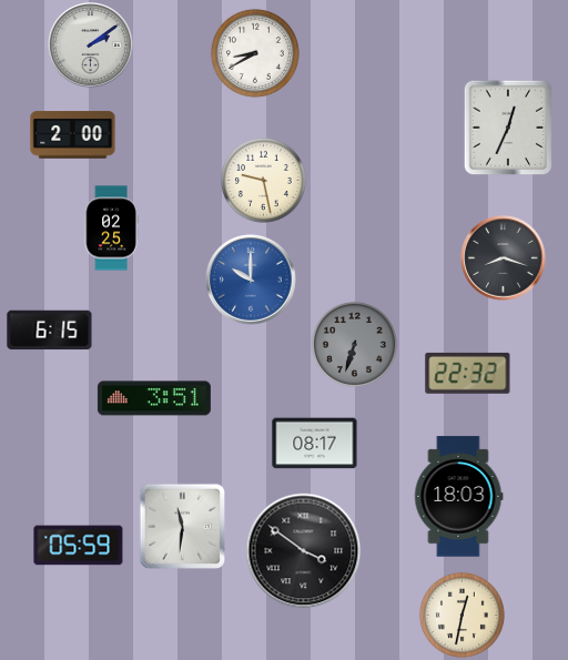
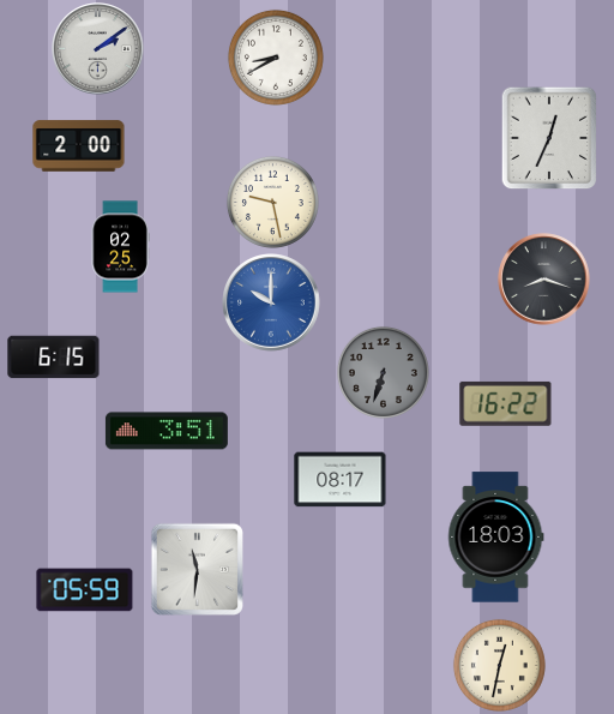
clock at (263, 180) position: (263, 180) -> (272, 202)
clock at (468, 373): 22:32 -> 16:22
clock at (304, 551): 3:51 -> none
